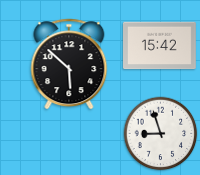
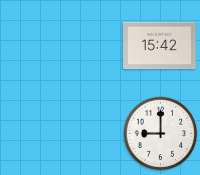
clock at (69, 64): 5:52 -> none
clock at (161, 134): 8:57 -> 9:00
